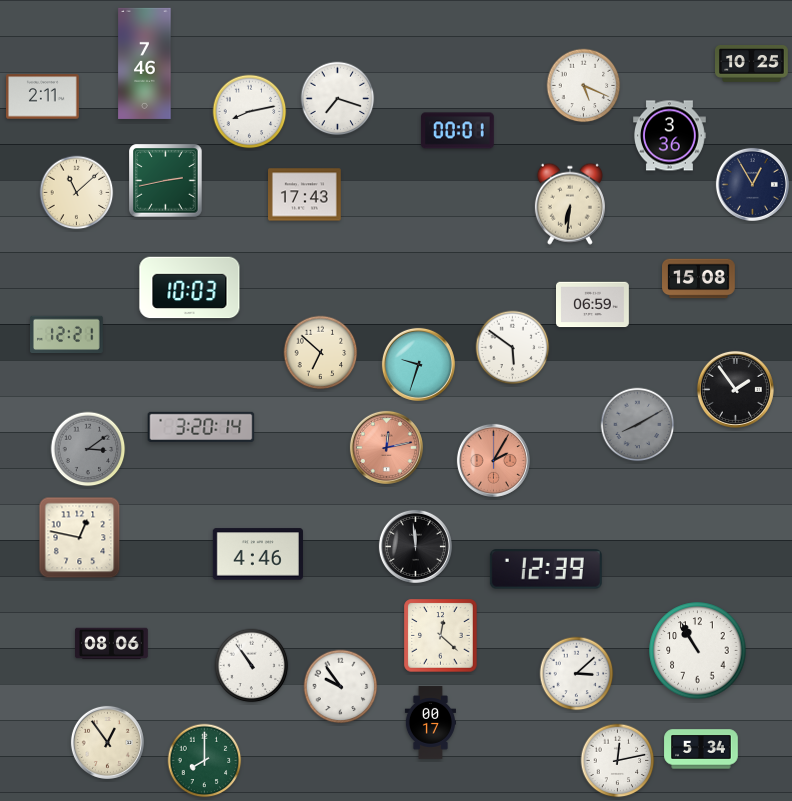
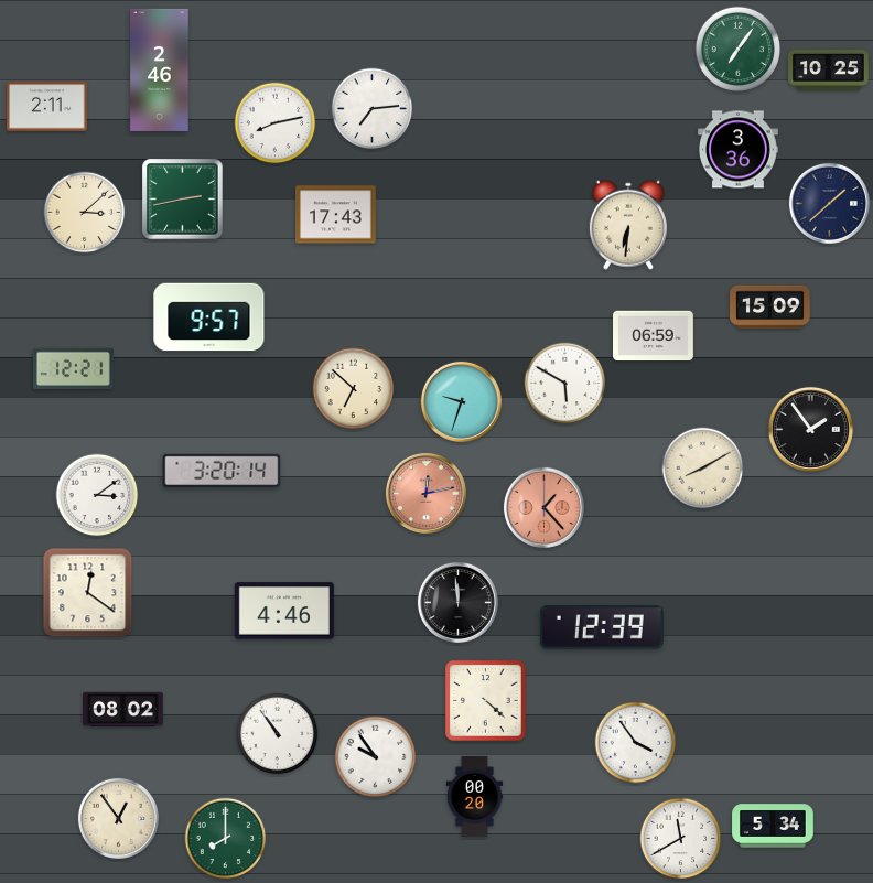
clock at (739, 50): none -> 7:06
clock at (145, 63): 7:46 -> 2:46
clock at (584, 86): 5:19 -> none
clock at (338, 99): 7:18 -> 7:14
clock at (457, 131): 00:01 -> none
clock at (752, 184): 12:55 -> 1:38
clock at (77, 193): 11:08 -> 3:08
clock at (699, 279): 15:08 -> 15:09
clock at (190, 288): 10:03 -> 9:57
clock at (513, 348): 5:51 -> 5:50
clock at (638, 425) dial: grey -> cream
clock at (88, 449) dial: grey -> white
clock at (493, 460): 2:05 -> 1:23
clock at (80, 538): 12:47 -> 12:21
clock at (441, 636): 12:22 -> 4:22
clock at (112, 644): 08:06 -> 08:02
clock at (698, 651): 10:55 -> none
clock at (577, 674): 3:08 -> 3:54
clock at (430, 723): 00:17 -> 00:20
clock at (618, 761): 12:13 -> 11:40
